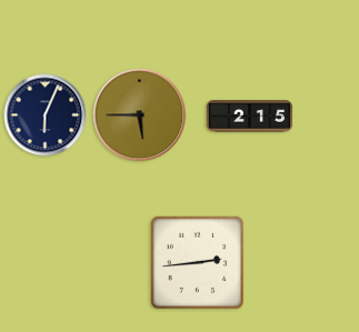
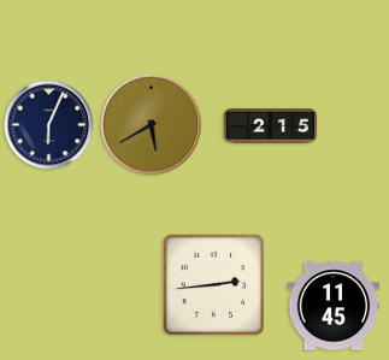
clock at (140, 115): 5:45 -> 5:40
clock at (334, 306): none -> 11:45
